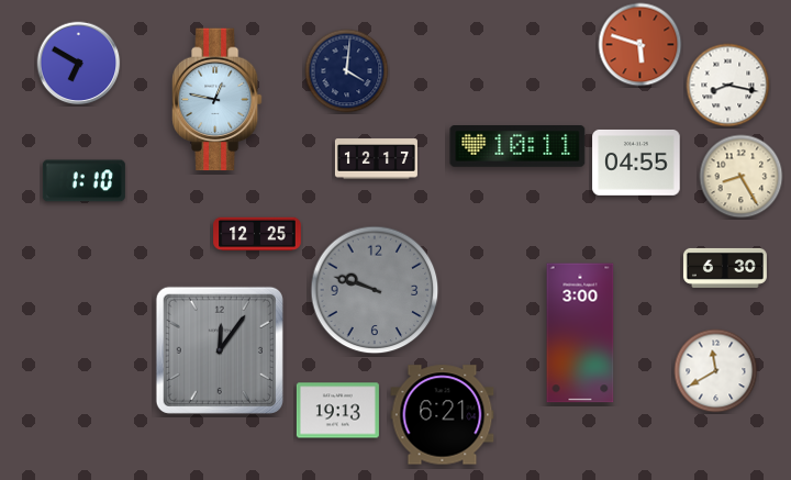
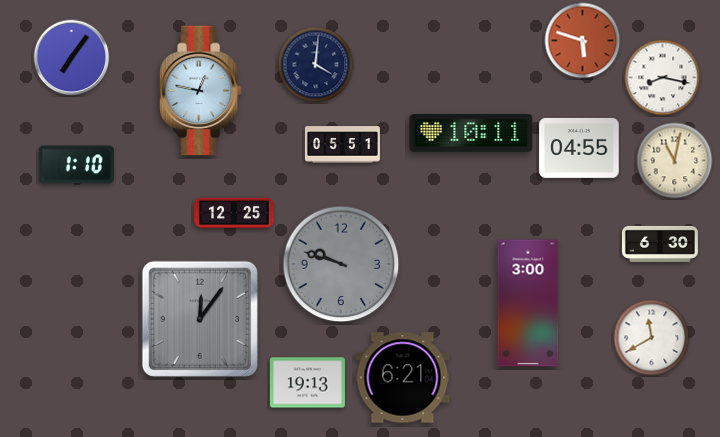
clock at (79, 64): 6:50 -> 7:06
clock at (216, 100) position: (216, 100) -> (200, 91)
clock at (376, 159): 12:17 -> 05:51
clock at (742, 177): 8:25 -> 11:02
clock at (337, 411) position: (337, 411) -> (307, 383)
